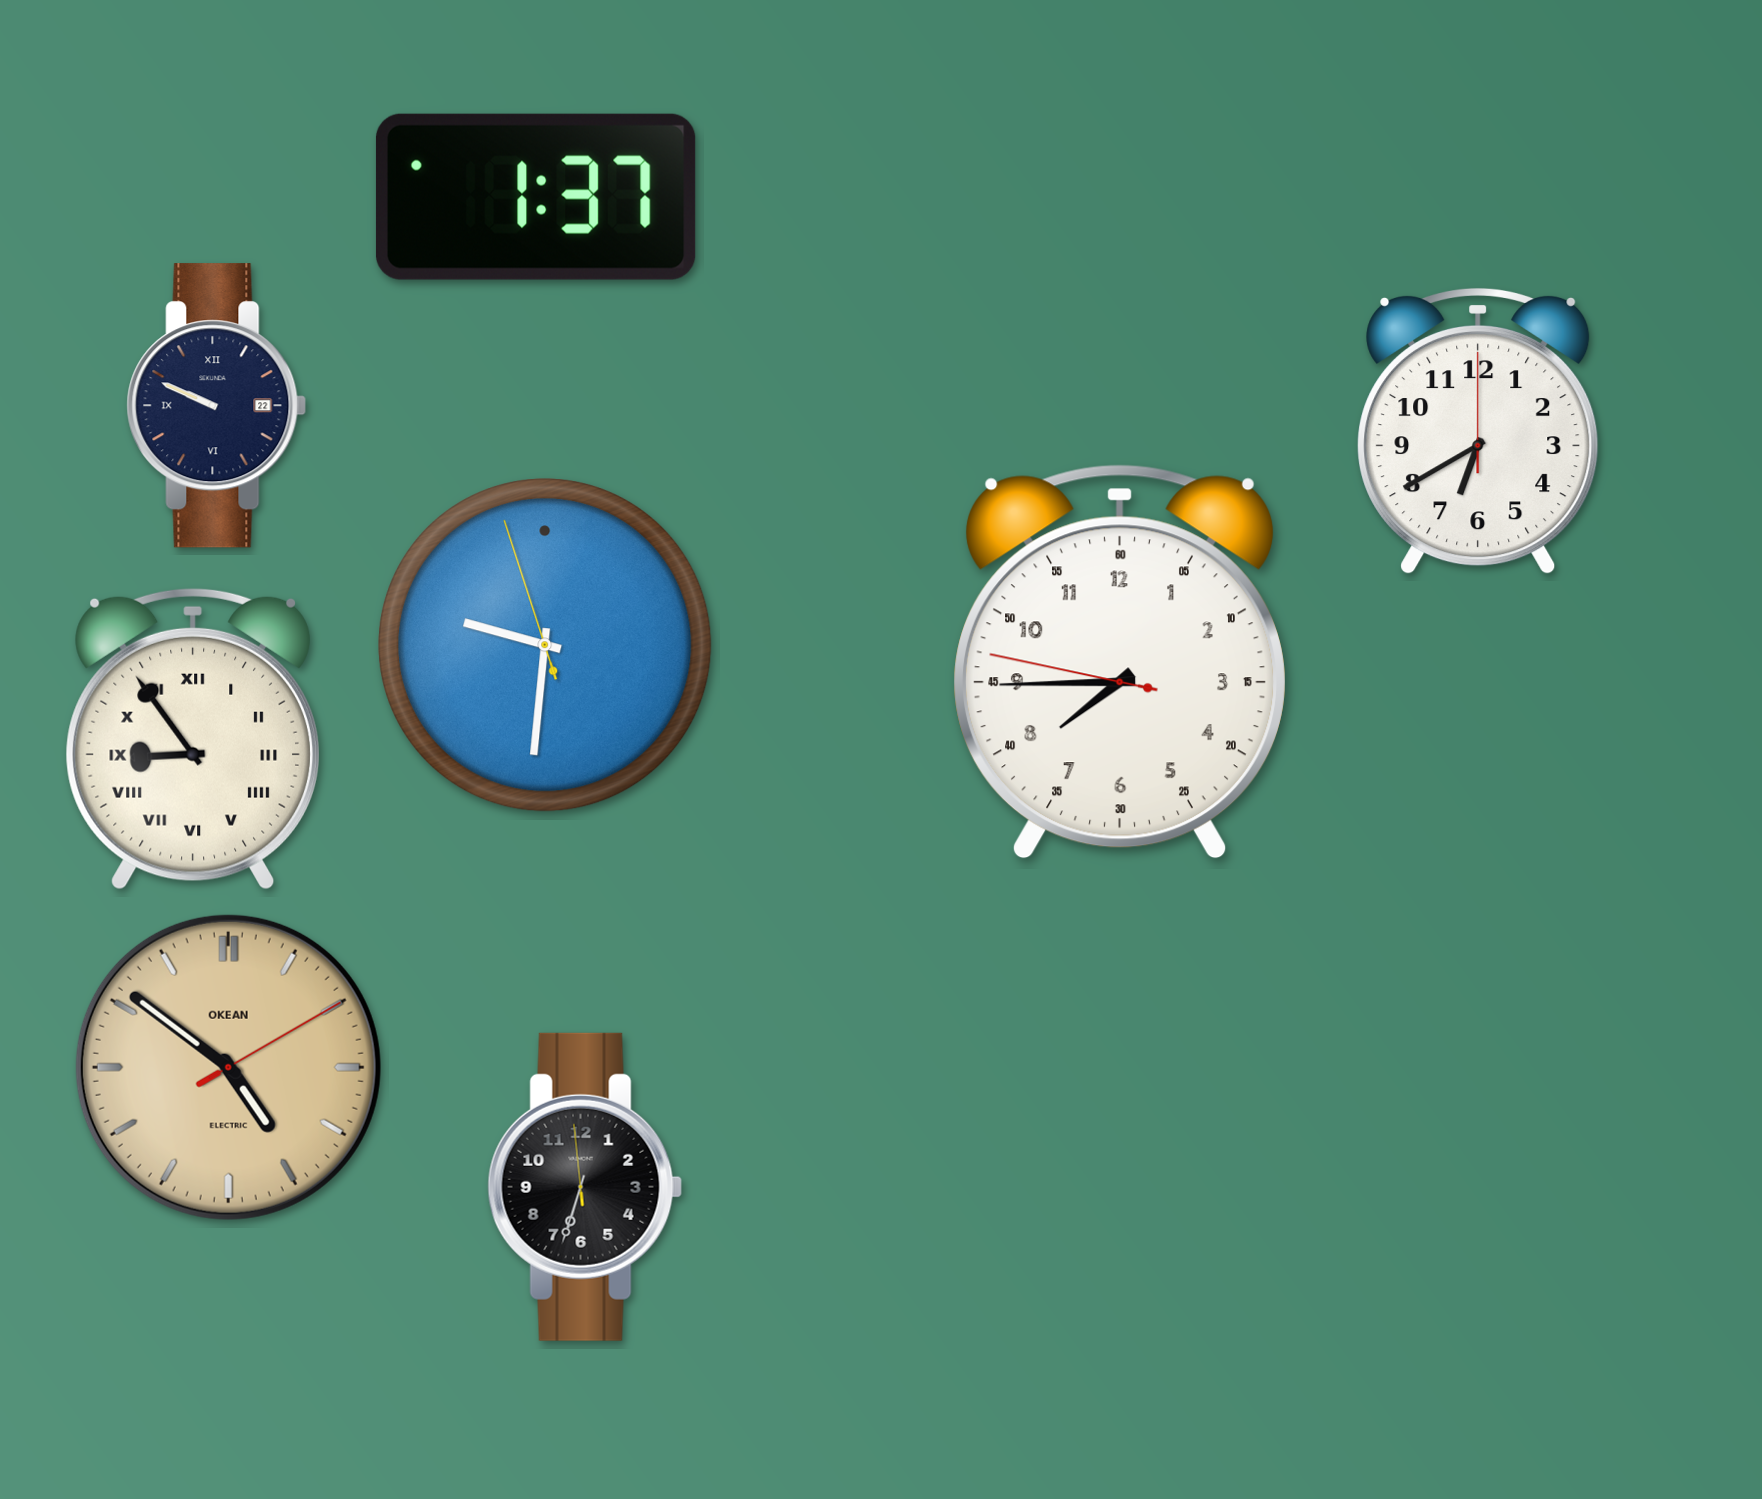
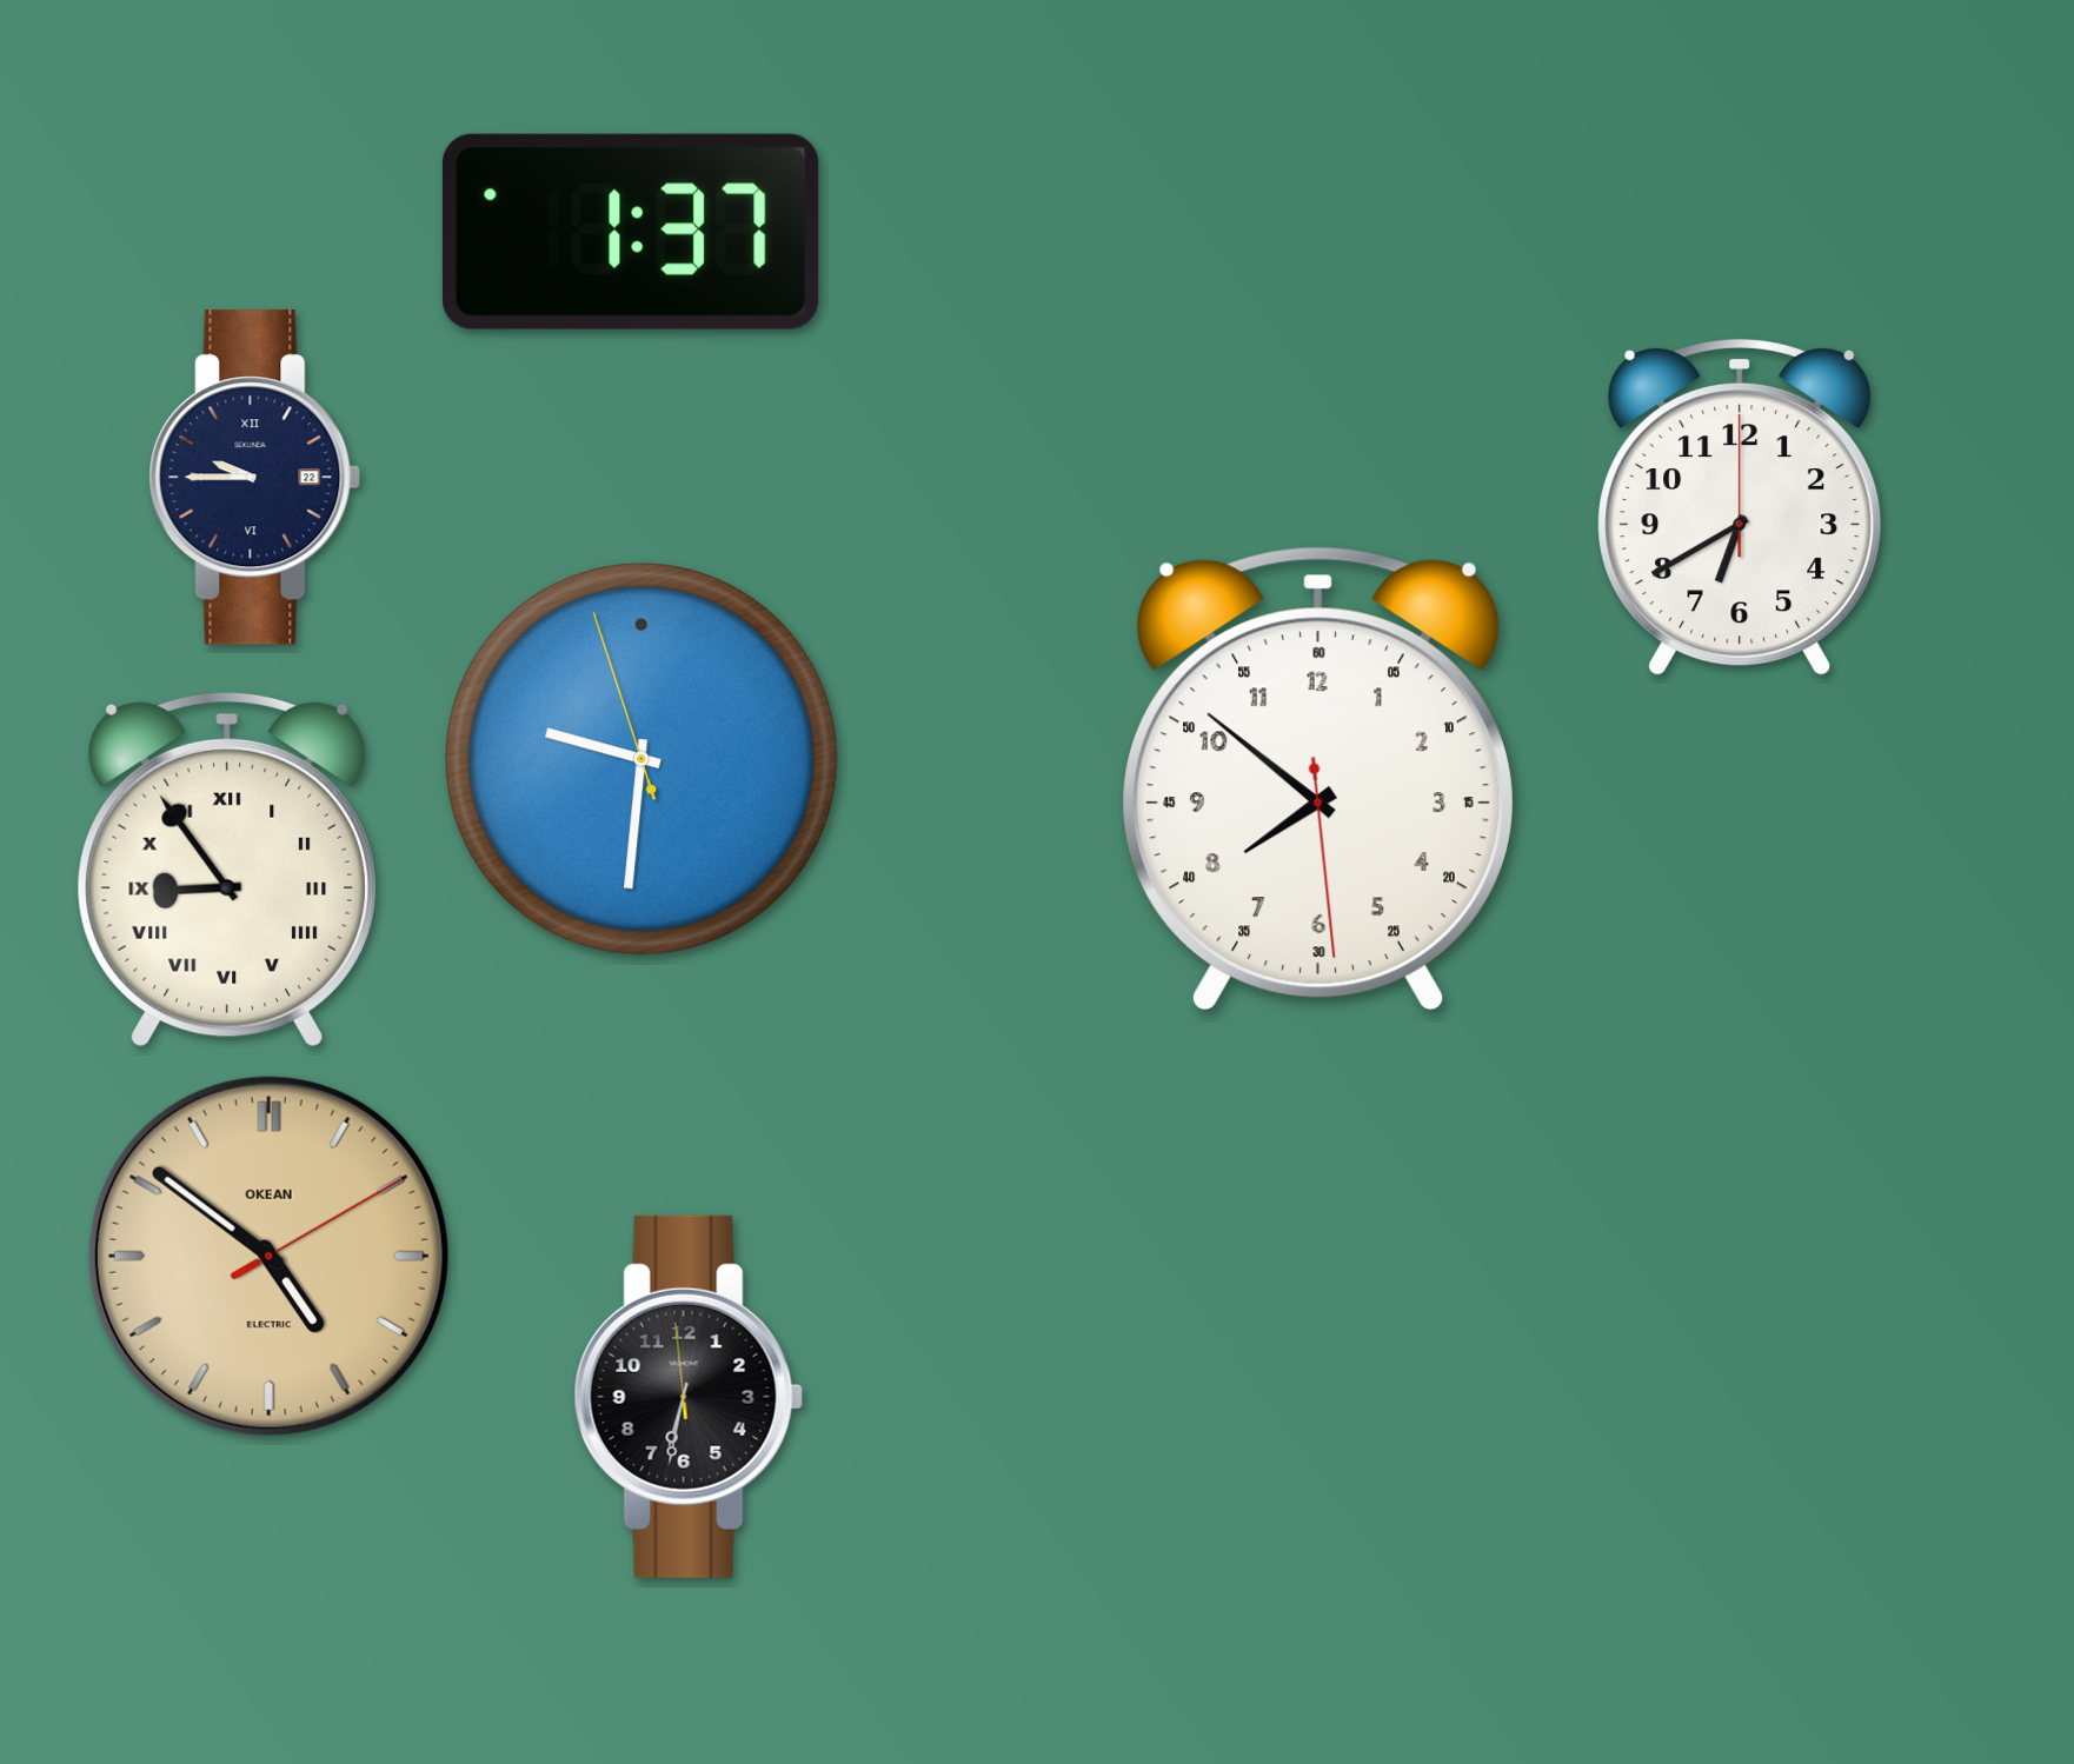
clock at (217, 406): 9:49 -> 9:45
clock at (1120, 662): 7:44 -> 7:51
clock at (585, 1187): 6:32 -> 6:31
